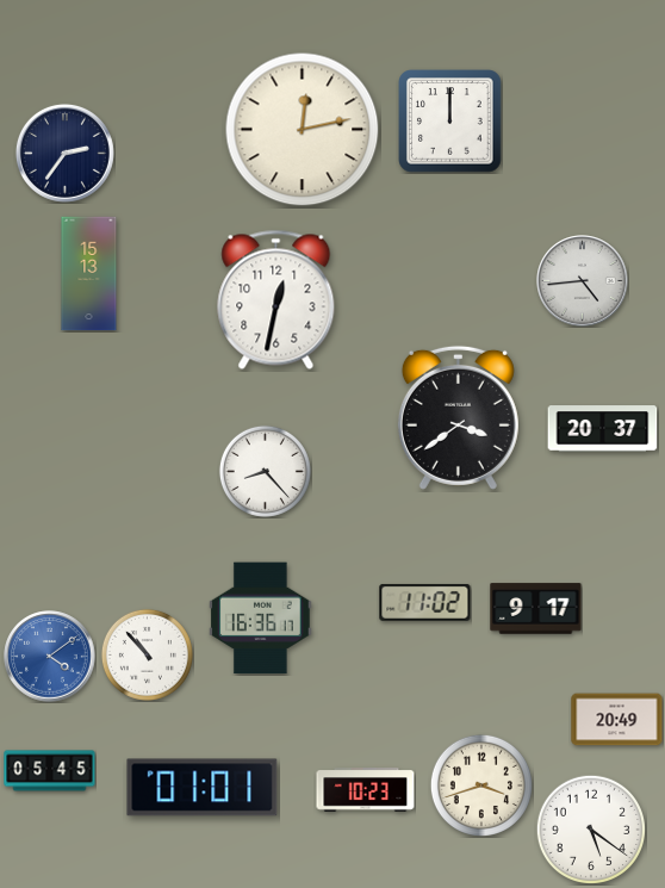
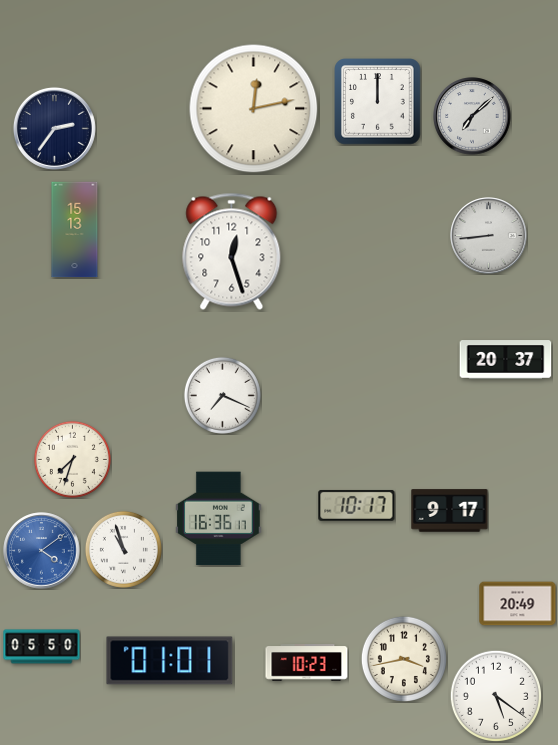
clock at (472, 116): none -> 7:08
clock at (583, 281): 4:44 -> 8:44
clock at (276, 299): 12:32 -> 12:27
clock at (458, 417): 3:39 -> none
clock at (265, 471): 8:23 -> 7:19
clock at (72, 459): none -> 7:33
clock at (425, 602): 11:02 -> 10:17
clock at (147, 654): 10:53 -> 10:57
clock at (50, 771): 05:45 -> 05:50
clock at (481, 785): 3:42 -> 3:43
